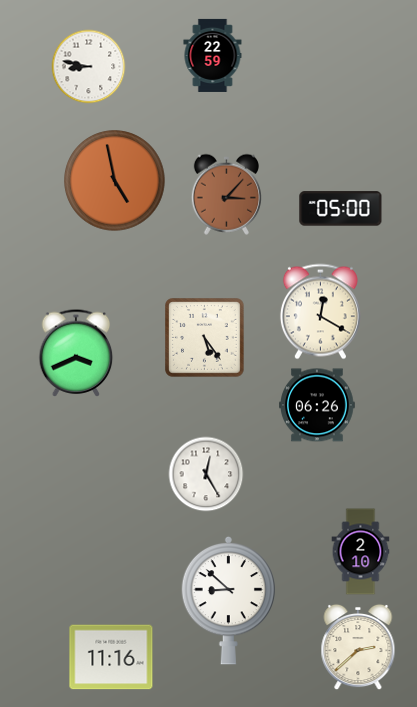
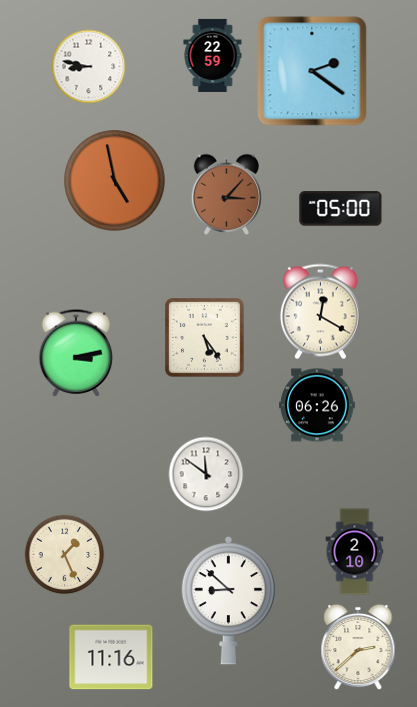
clock at (312, 71): none -> 2:21
clock at (76, 353): 3:41 -> 3:13
clock at (206, 474): 12:25 -> 11:51
clock at (361, 552) position: (361, 552) -> (355, 552)
clock at (65, 555): none -> 1:26
